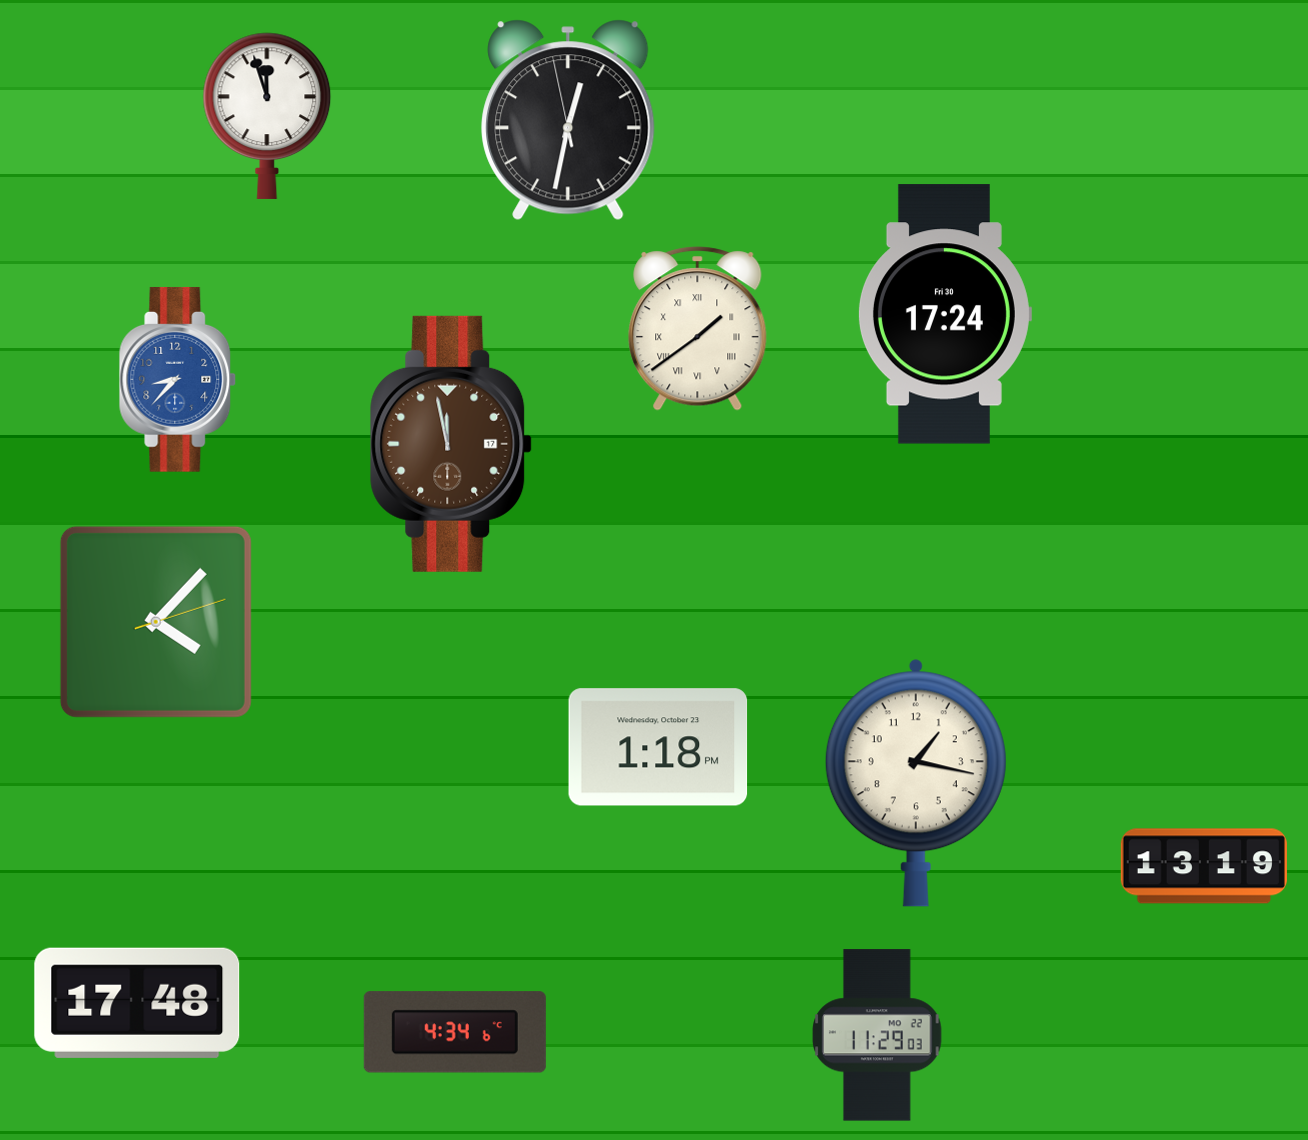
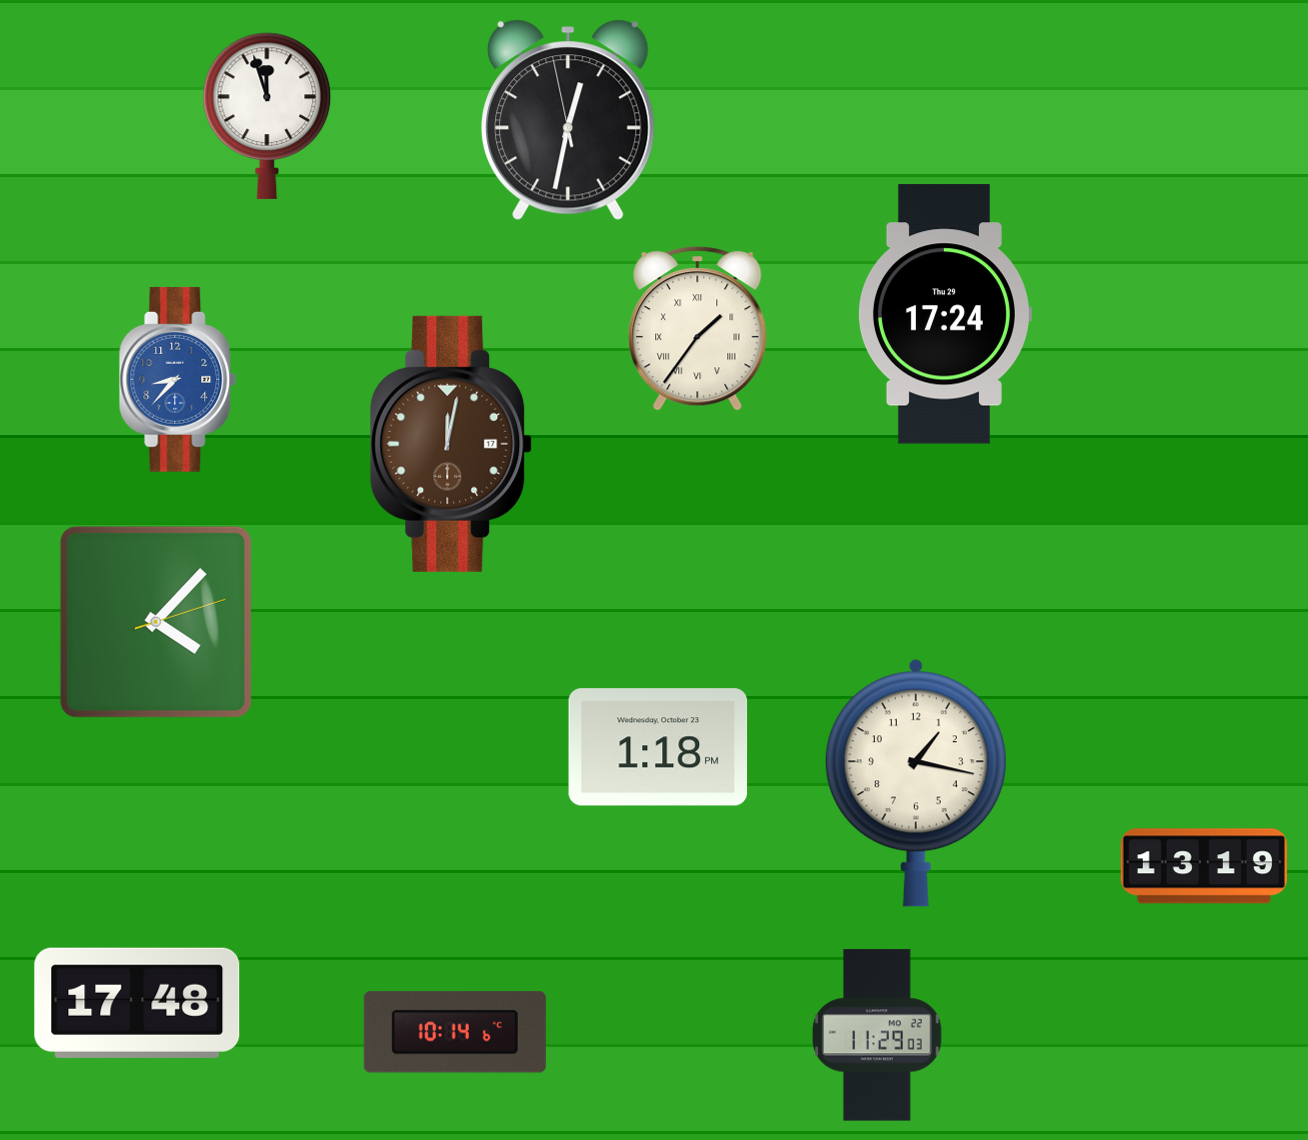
clock at (944, 314) date: Fri 30 -> Thu 29
clock at (698, 329): 1:39 -> 1:36
clock at (451, 444): 11:58 -> 12:02
clock at (455, 1032): 4:34 -> 10:14
